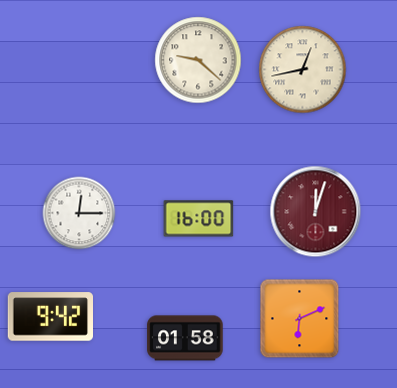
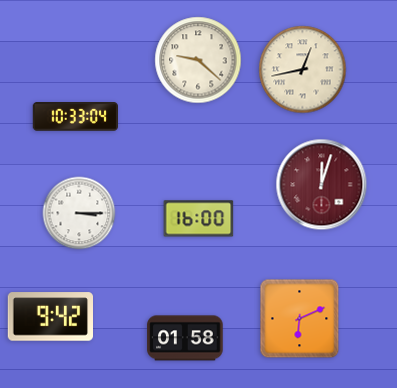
clock at (75, 117): none -> 10:33
clock at (316, 212) position: (316, 212) -> (322, 185)
clock at (79, 213): 12:15 -> 3:15
